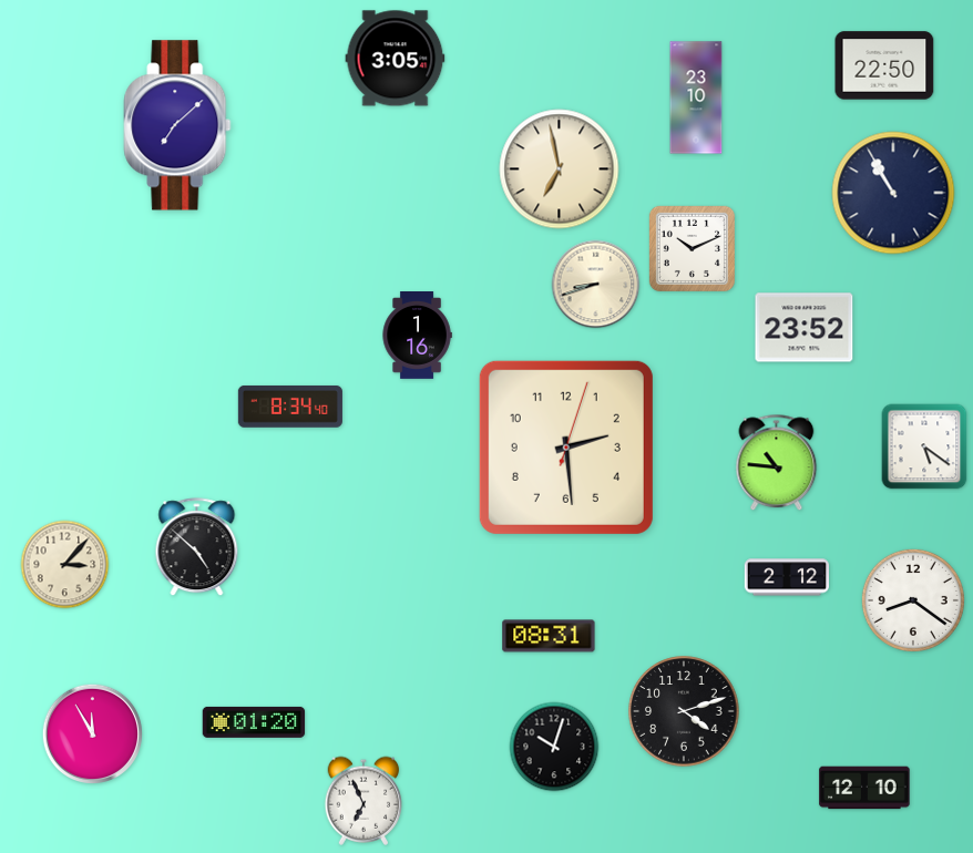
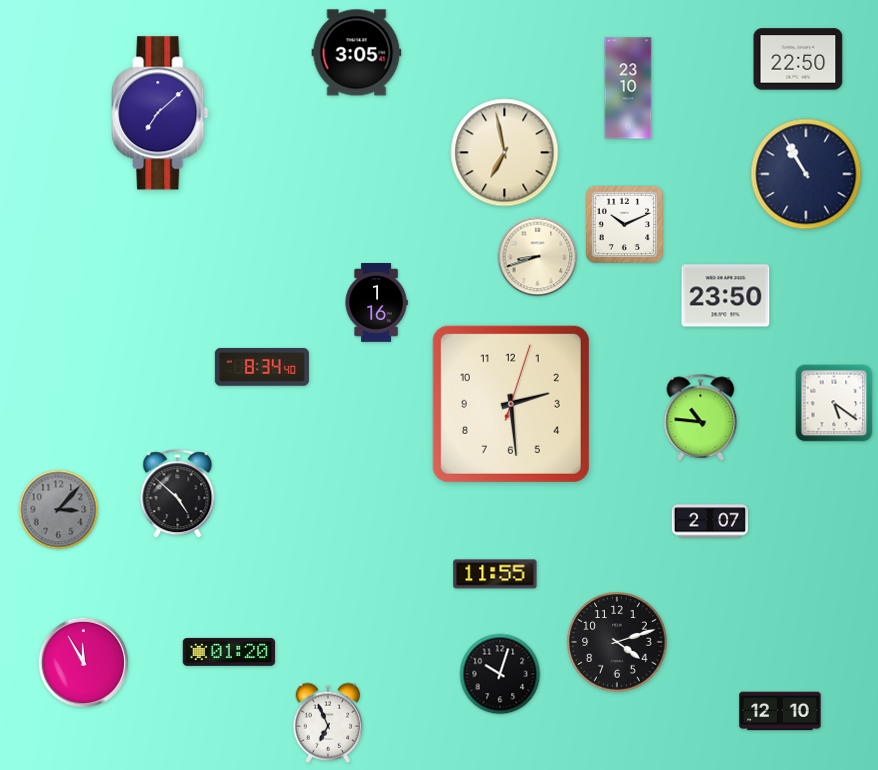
clock at (805, 328): 23:52 -> 23:50
clock at (65, 565) dial: cream -> grey
clock at (786, 577): 2:12 -> 2:07
clock at (913, 600): 8:21 -> none
clock at (549, 636): 08:31 -> 11:55
